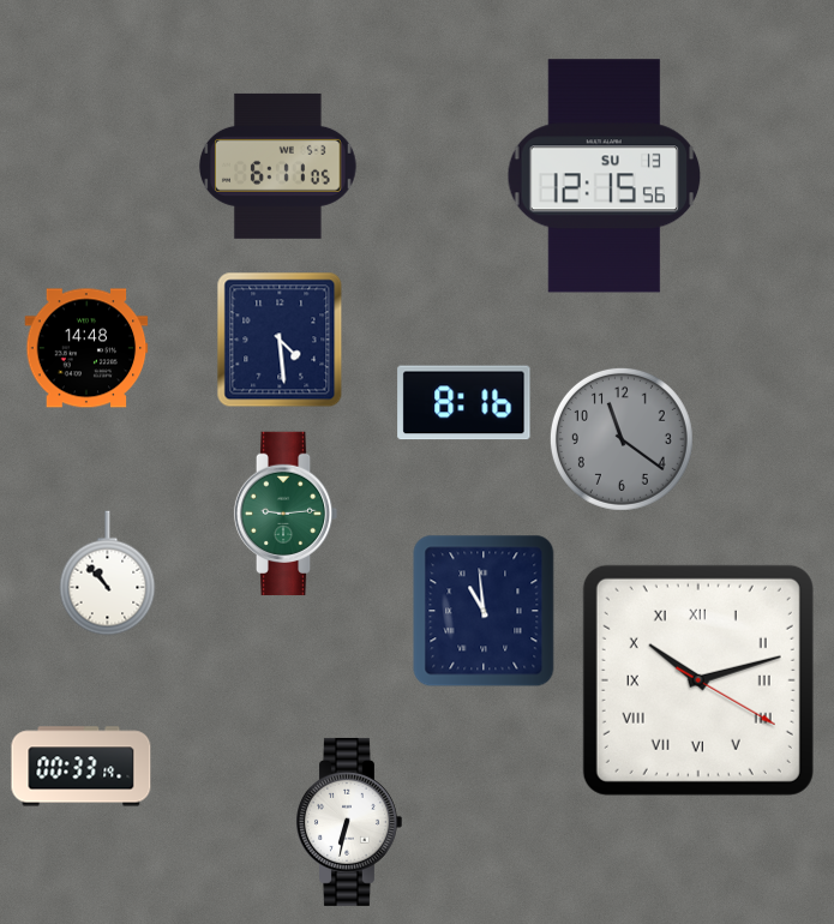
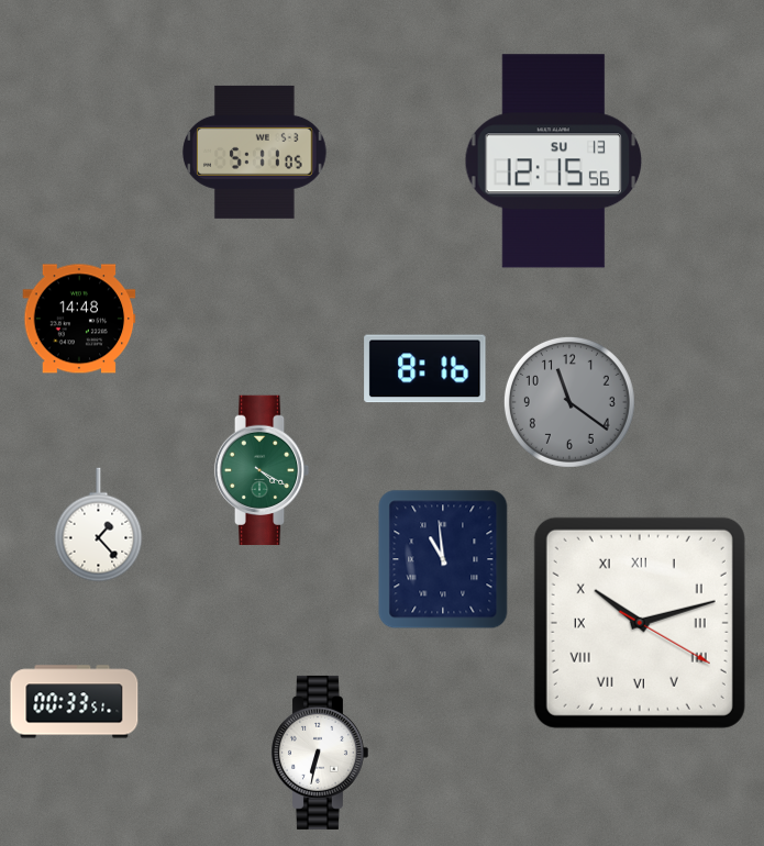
clock at (278, 166): 6:11 -> 5:11
clock at (280, 340): 4:29 -> none
clock at (286, 514): 9:14 -> 4:20
clock at (108, 574): 10:53 -> 1:23
clock at (82, 767): 00:33:19 -> 00:33:51
